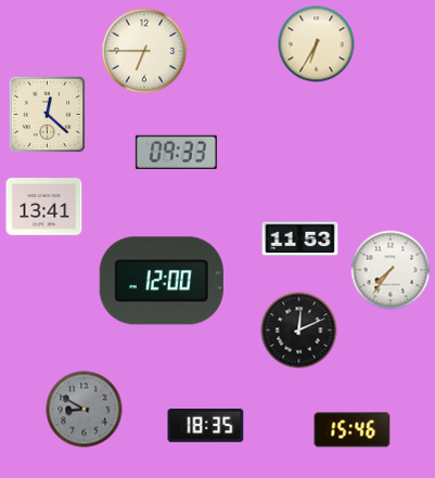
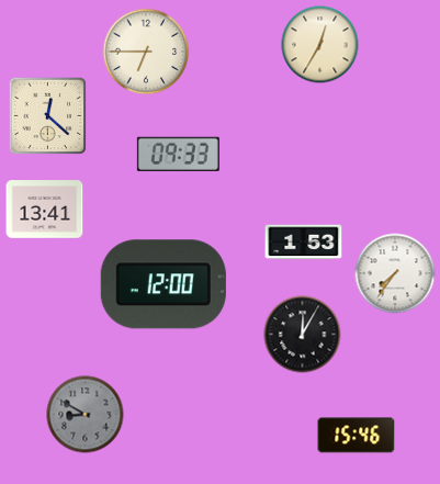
clock at (317, 44): 6:35 -> 12:35
clock at (300, 240): 11:53 -> 1:53
clock at (299, 331): 12:11 -> 12:05
clock at (206, 426): 18:35 -> none
